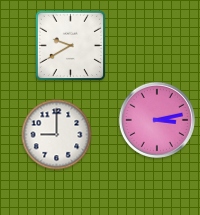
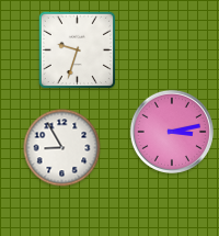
clock at (70, 45): 9:40 -> 9:33
clock at (57, 135): 9:00 -> 8:55
